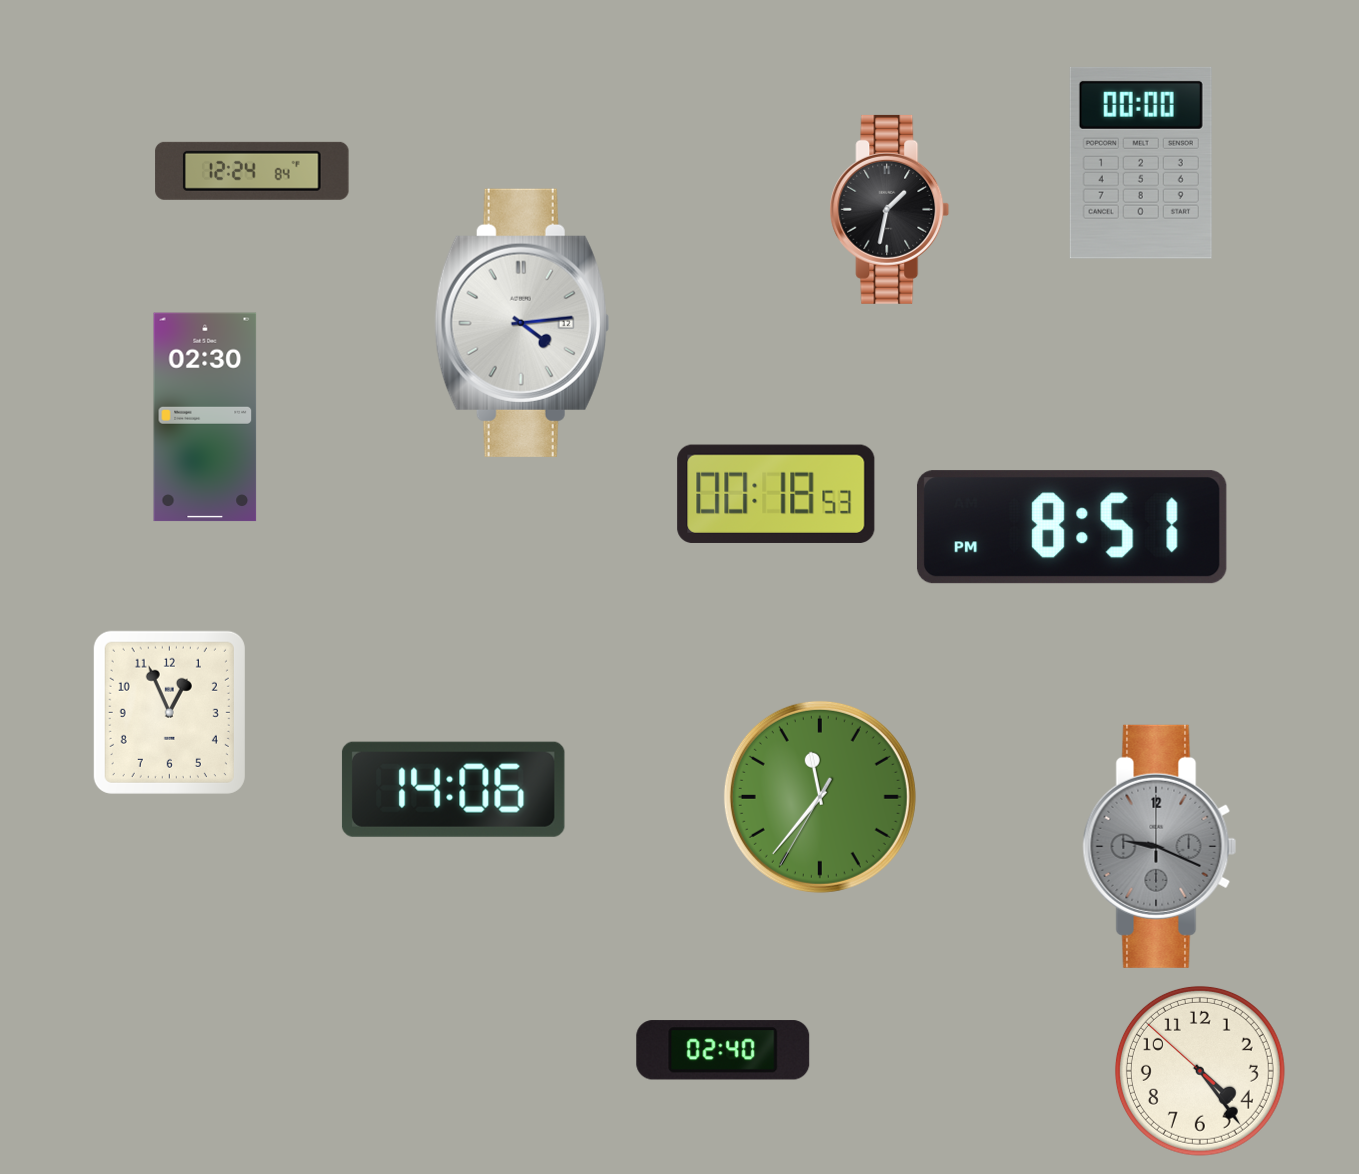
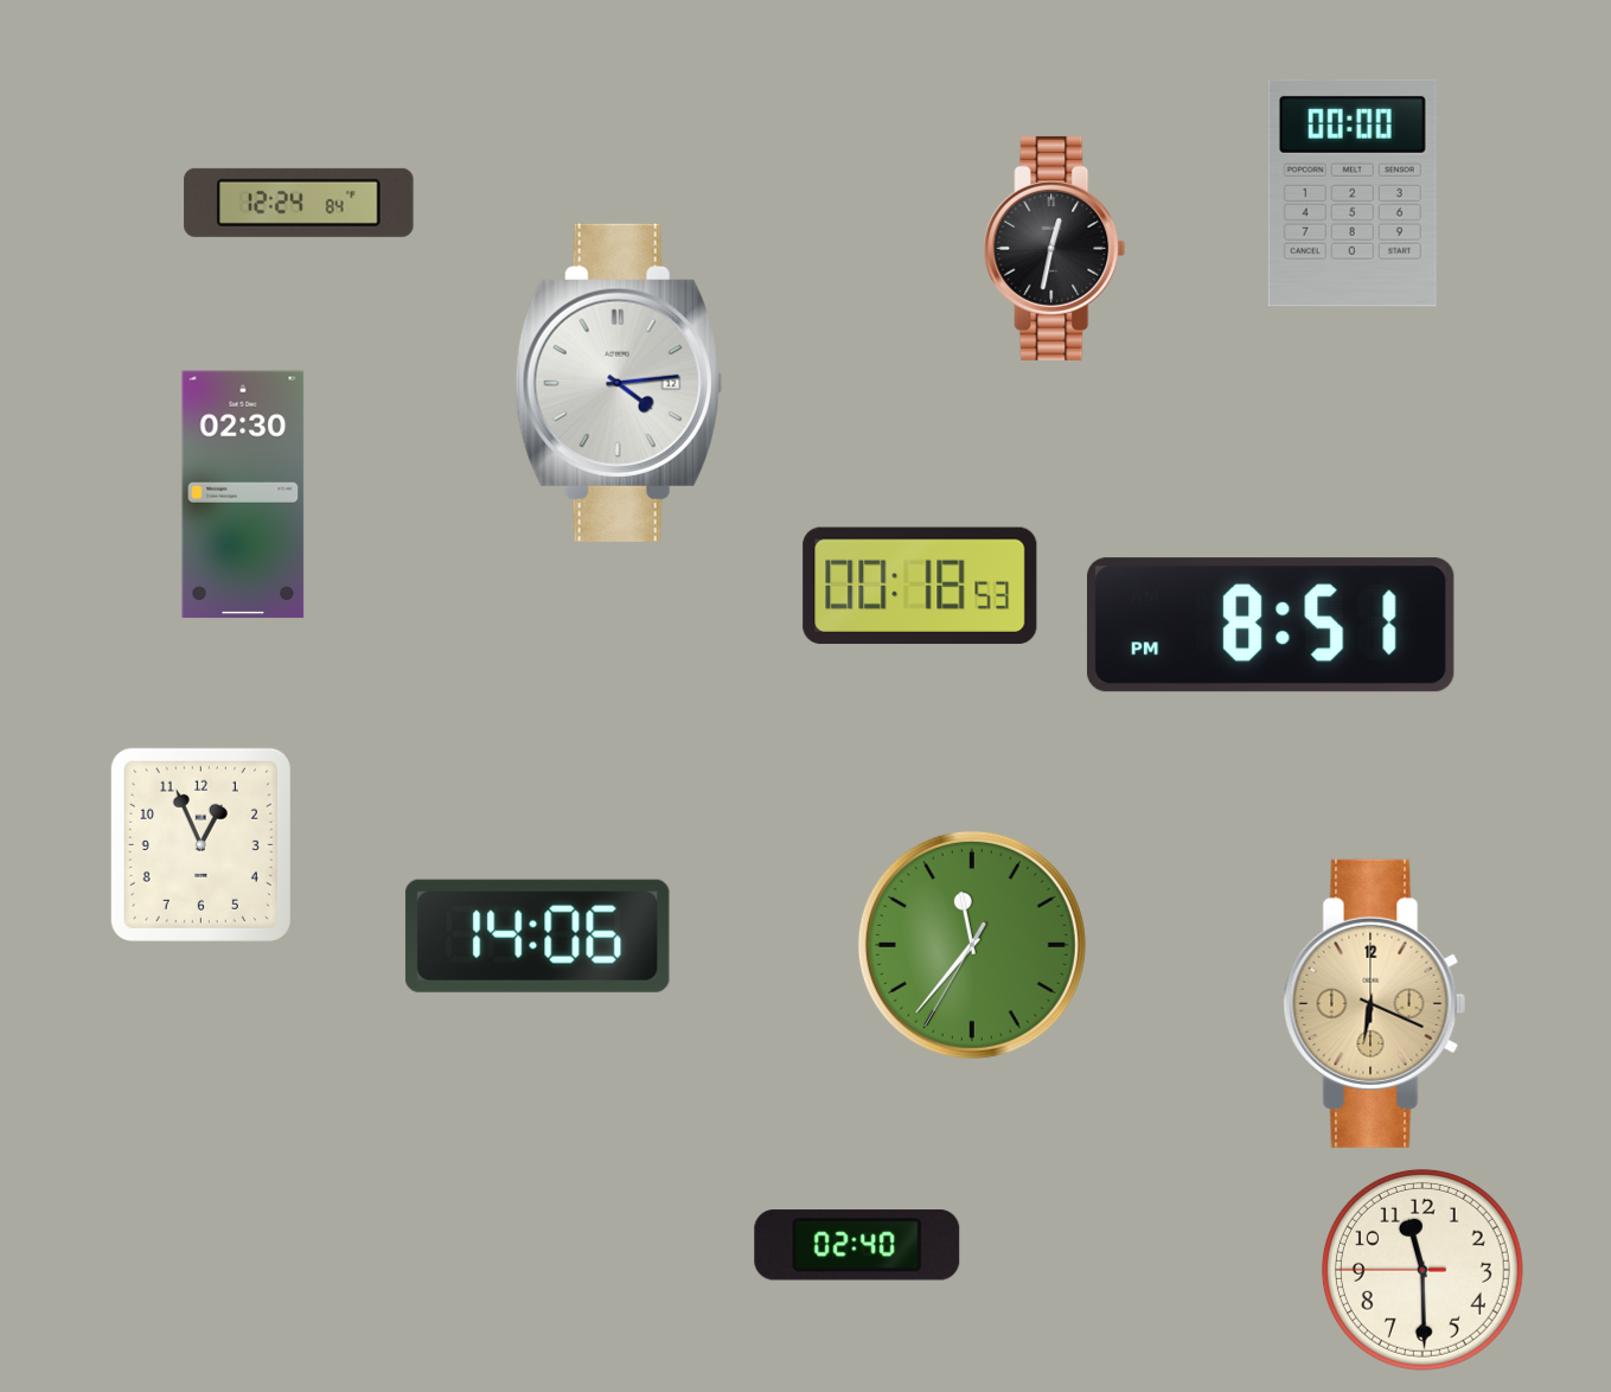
clock at (890, 209): 1:32 -> 12:32
clock at (1160, 846): 9:19 -> 6:19
clock at (1160, 846) dial: grey -> champagne
clock at (1200, 1071): 4:23 -> 11:29
